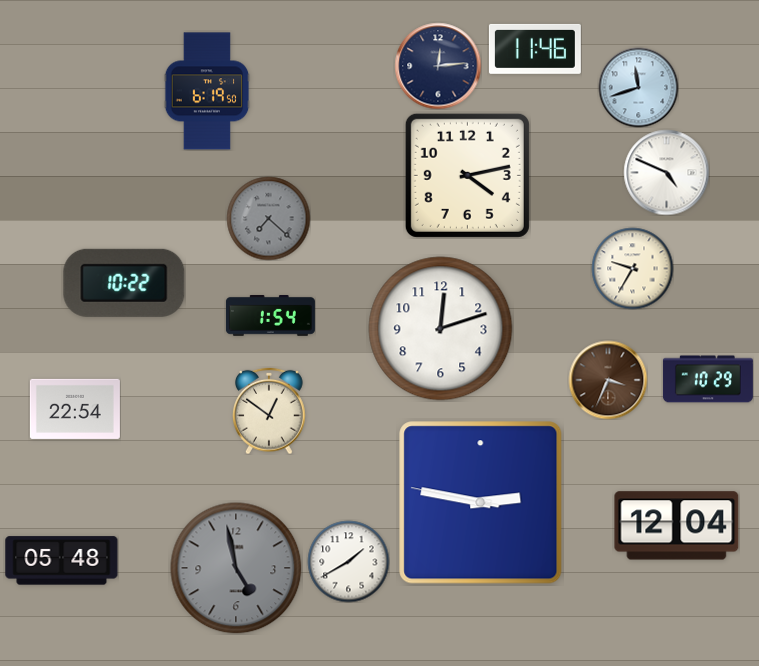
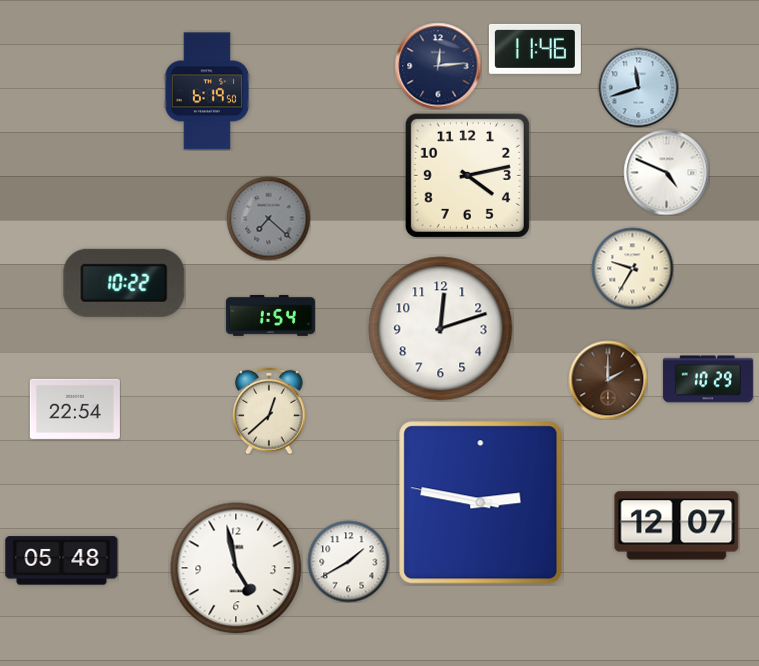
clock at (608, 380): 3:34 -> 2:00
clock at (270, 411): 12:51 -> 12:38
clock at (677, 526): 12:04 -> 12:07
clock at (236, 568) dial: grey -> white
